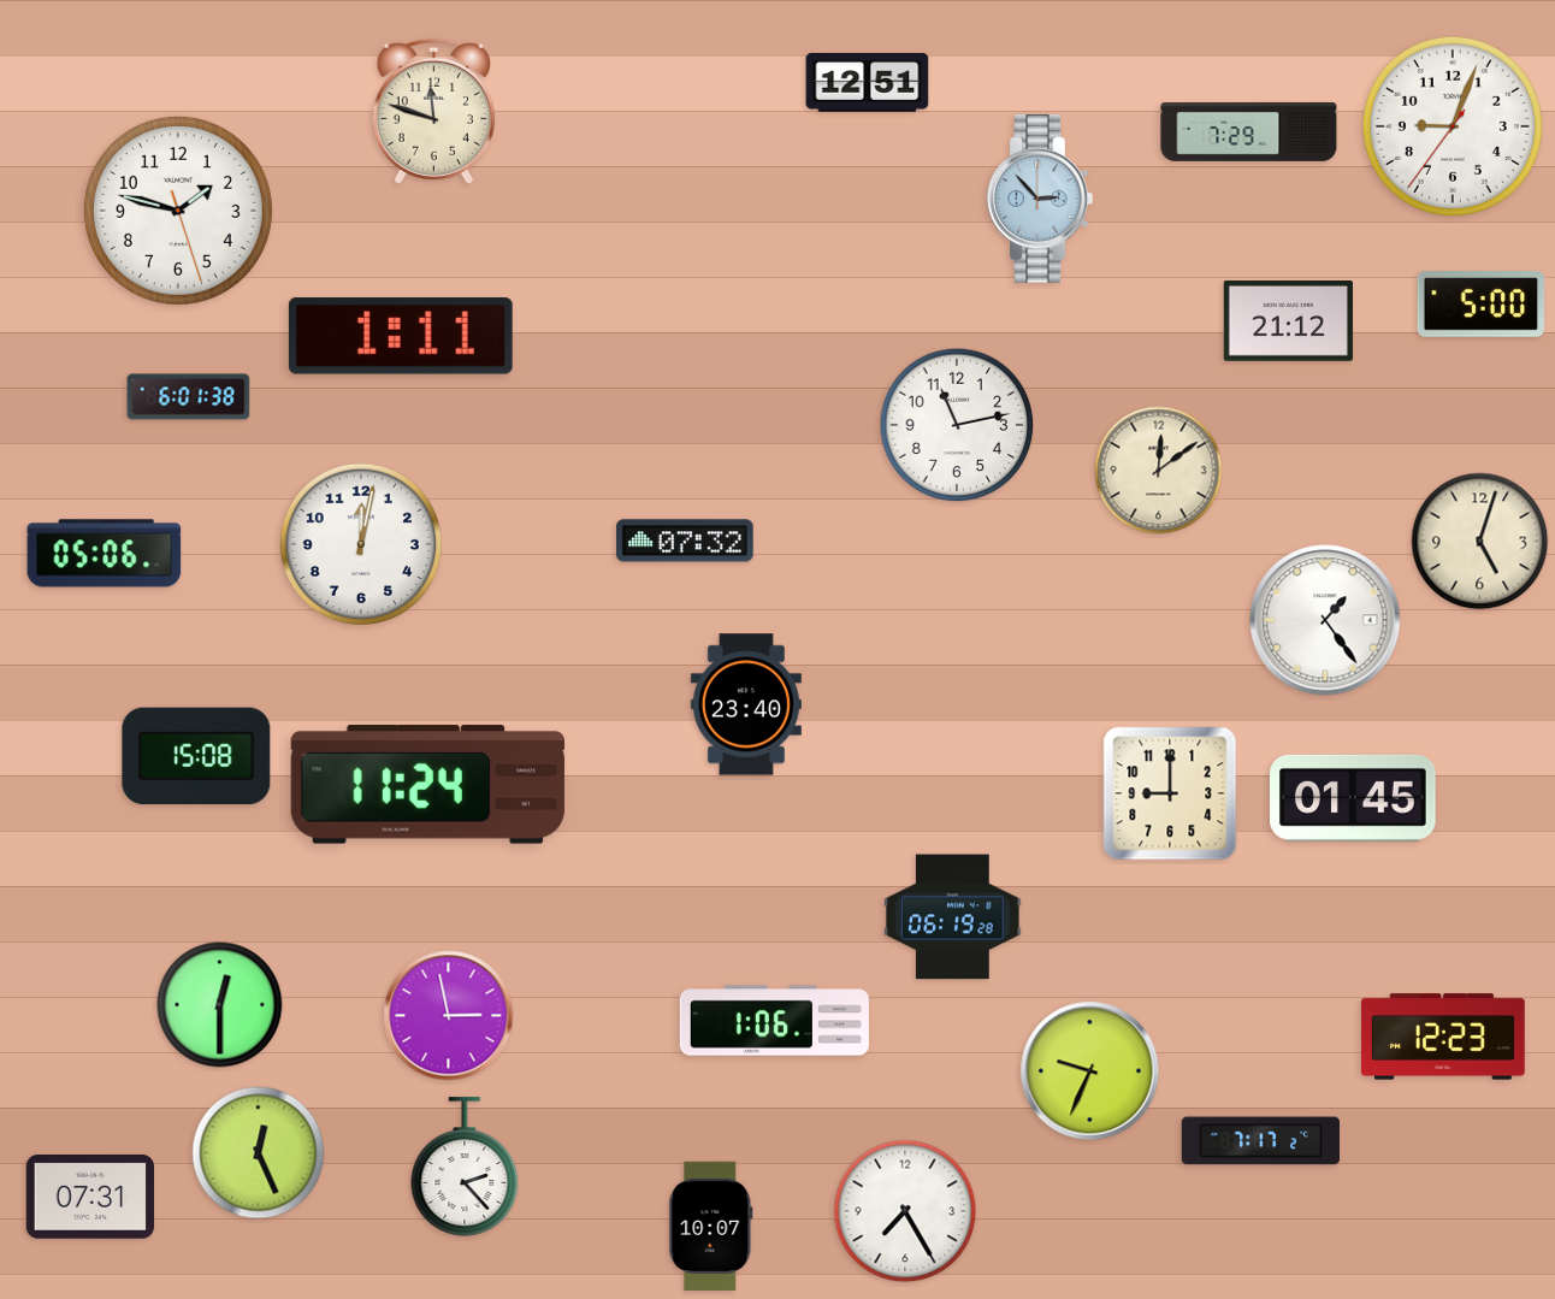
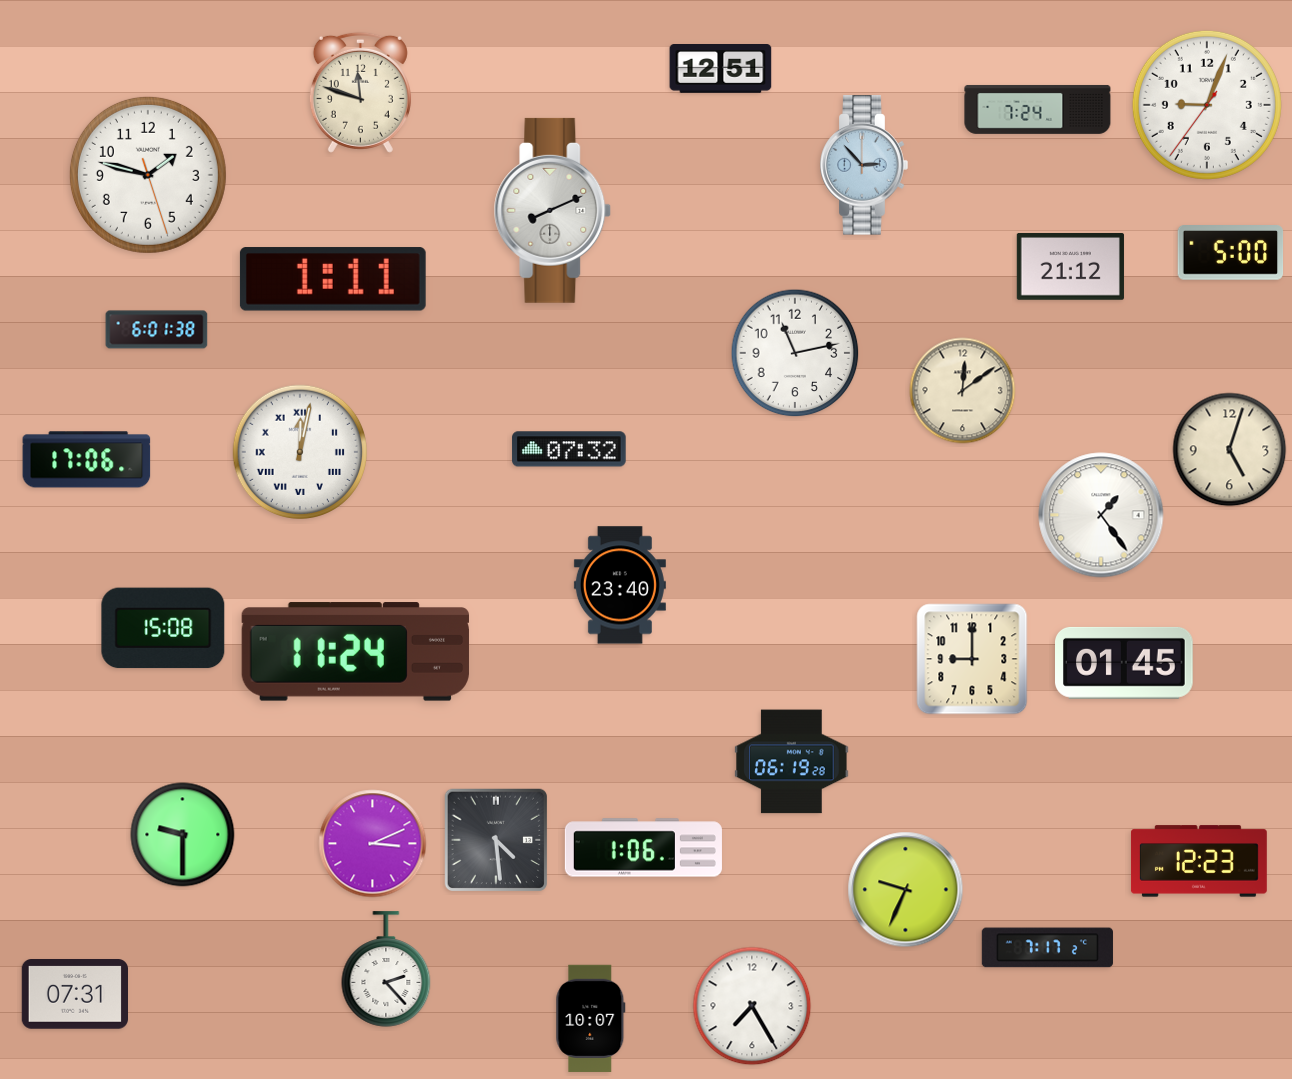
clock at (1249, 131): 7:29 -> 7:24
clock at (553, 210): none -> 8:11
clock at (360, 543) numerals: Arabic -> Roman
clock at (105, 554): 05:06 -> 17:06
clock at (220, 1005): 12:30 -> 9:30
clock at (496, 840): none -> 4:29
clock at (449, 1016): 2:58 -> 3:11
clock at (259, 1153): 12:26 -> none
